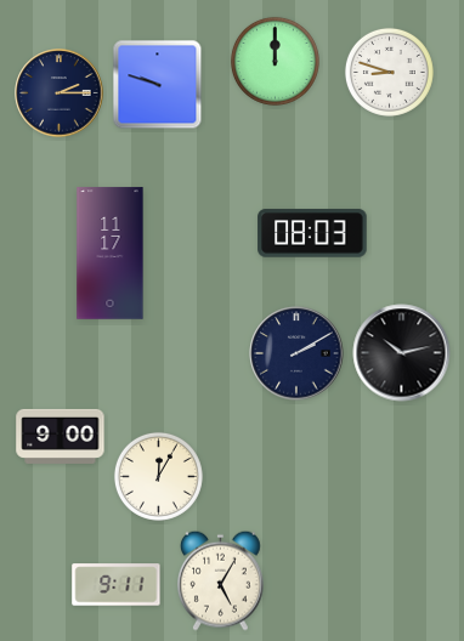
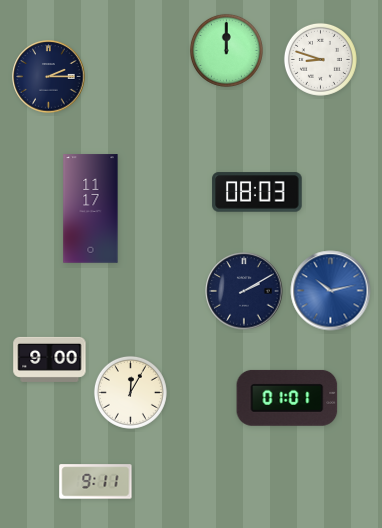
clock at (158, 85): 9:48 -> none
clock at (402, 353) dial: black -> blue
clock at (287, 398): none -> 01:01
clock at (221, 580): 5:05 -> none
